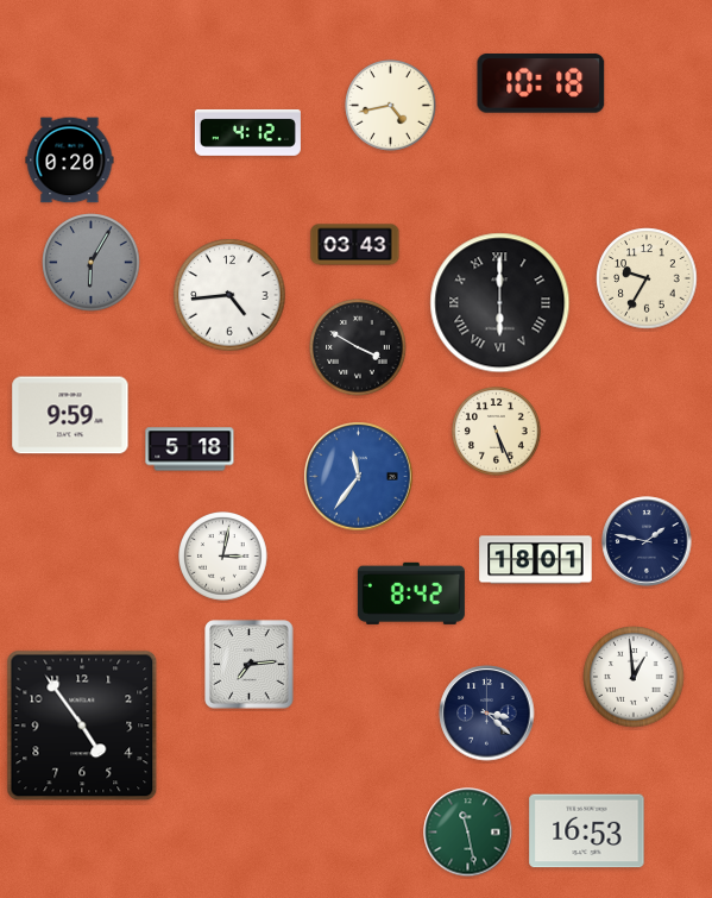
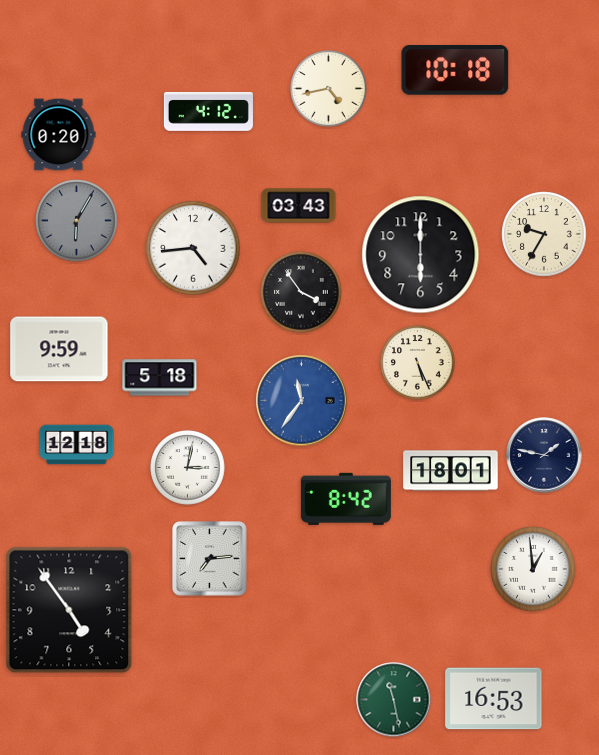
clock at (500, 303) numerals: Roman -> Arabic
clock at (358, 347): 3:50 -> 3:54
clock at (77, 445): none -> 12:18
clock at (487, 714): 3:22 -> none
